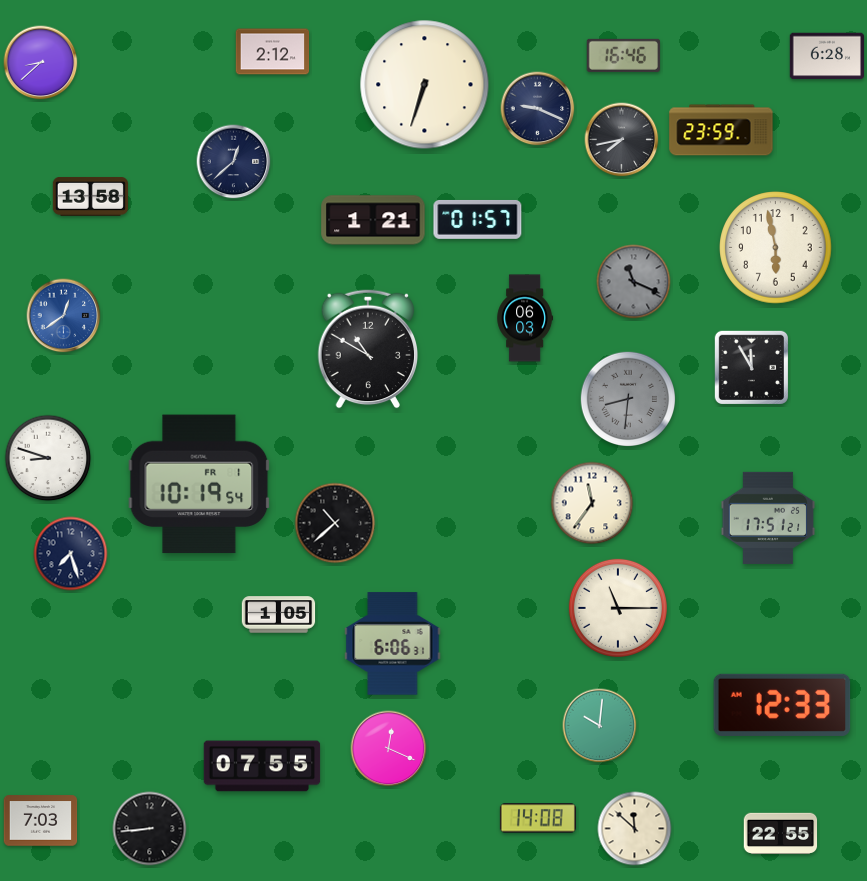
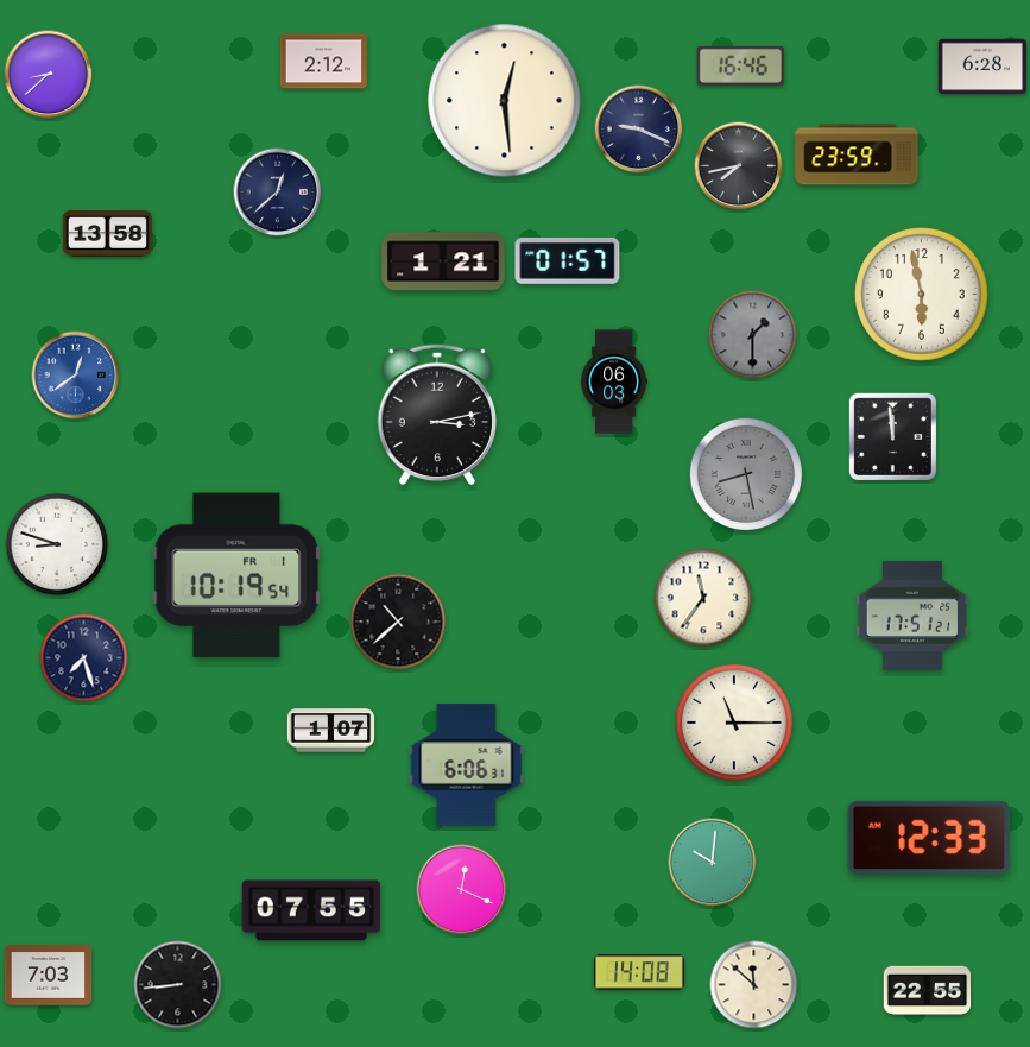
clock at (425, 85): 6:33 -> 12:29
clock at (634, 282): 11:19 -> 1:30
clock at (525, 318) position: (525, 318) -> (614, 381)
clock at (367, 349): 10:50 -> 3:13
clock at (751, 367): 11:55 -> 11:59
clock at (627, 398): 8:31 -> 8:28
clock at (279, 615): 1:05 -> 1:07
